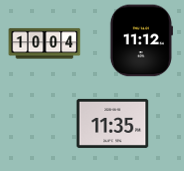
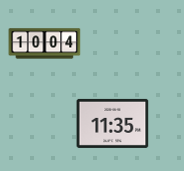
clock at (141, 41): 11:12 -> none
